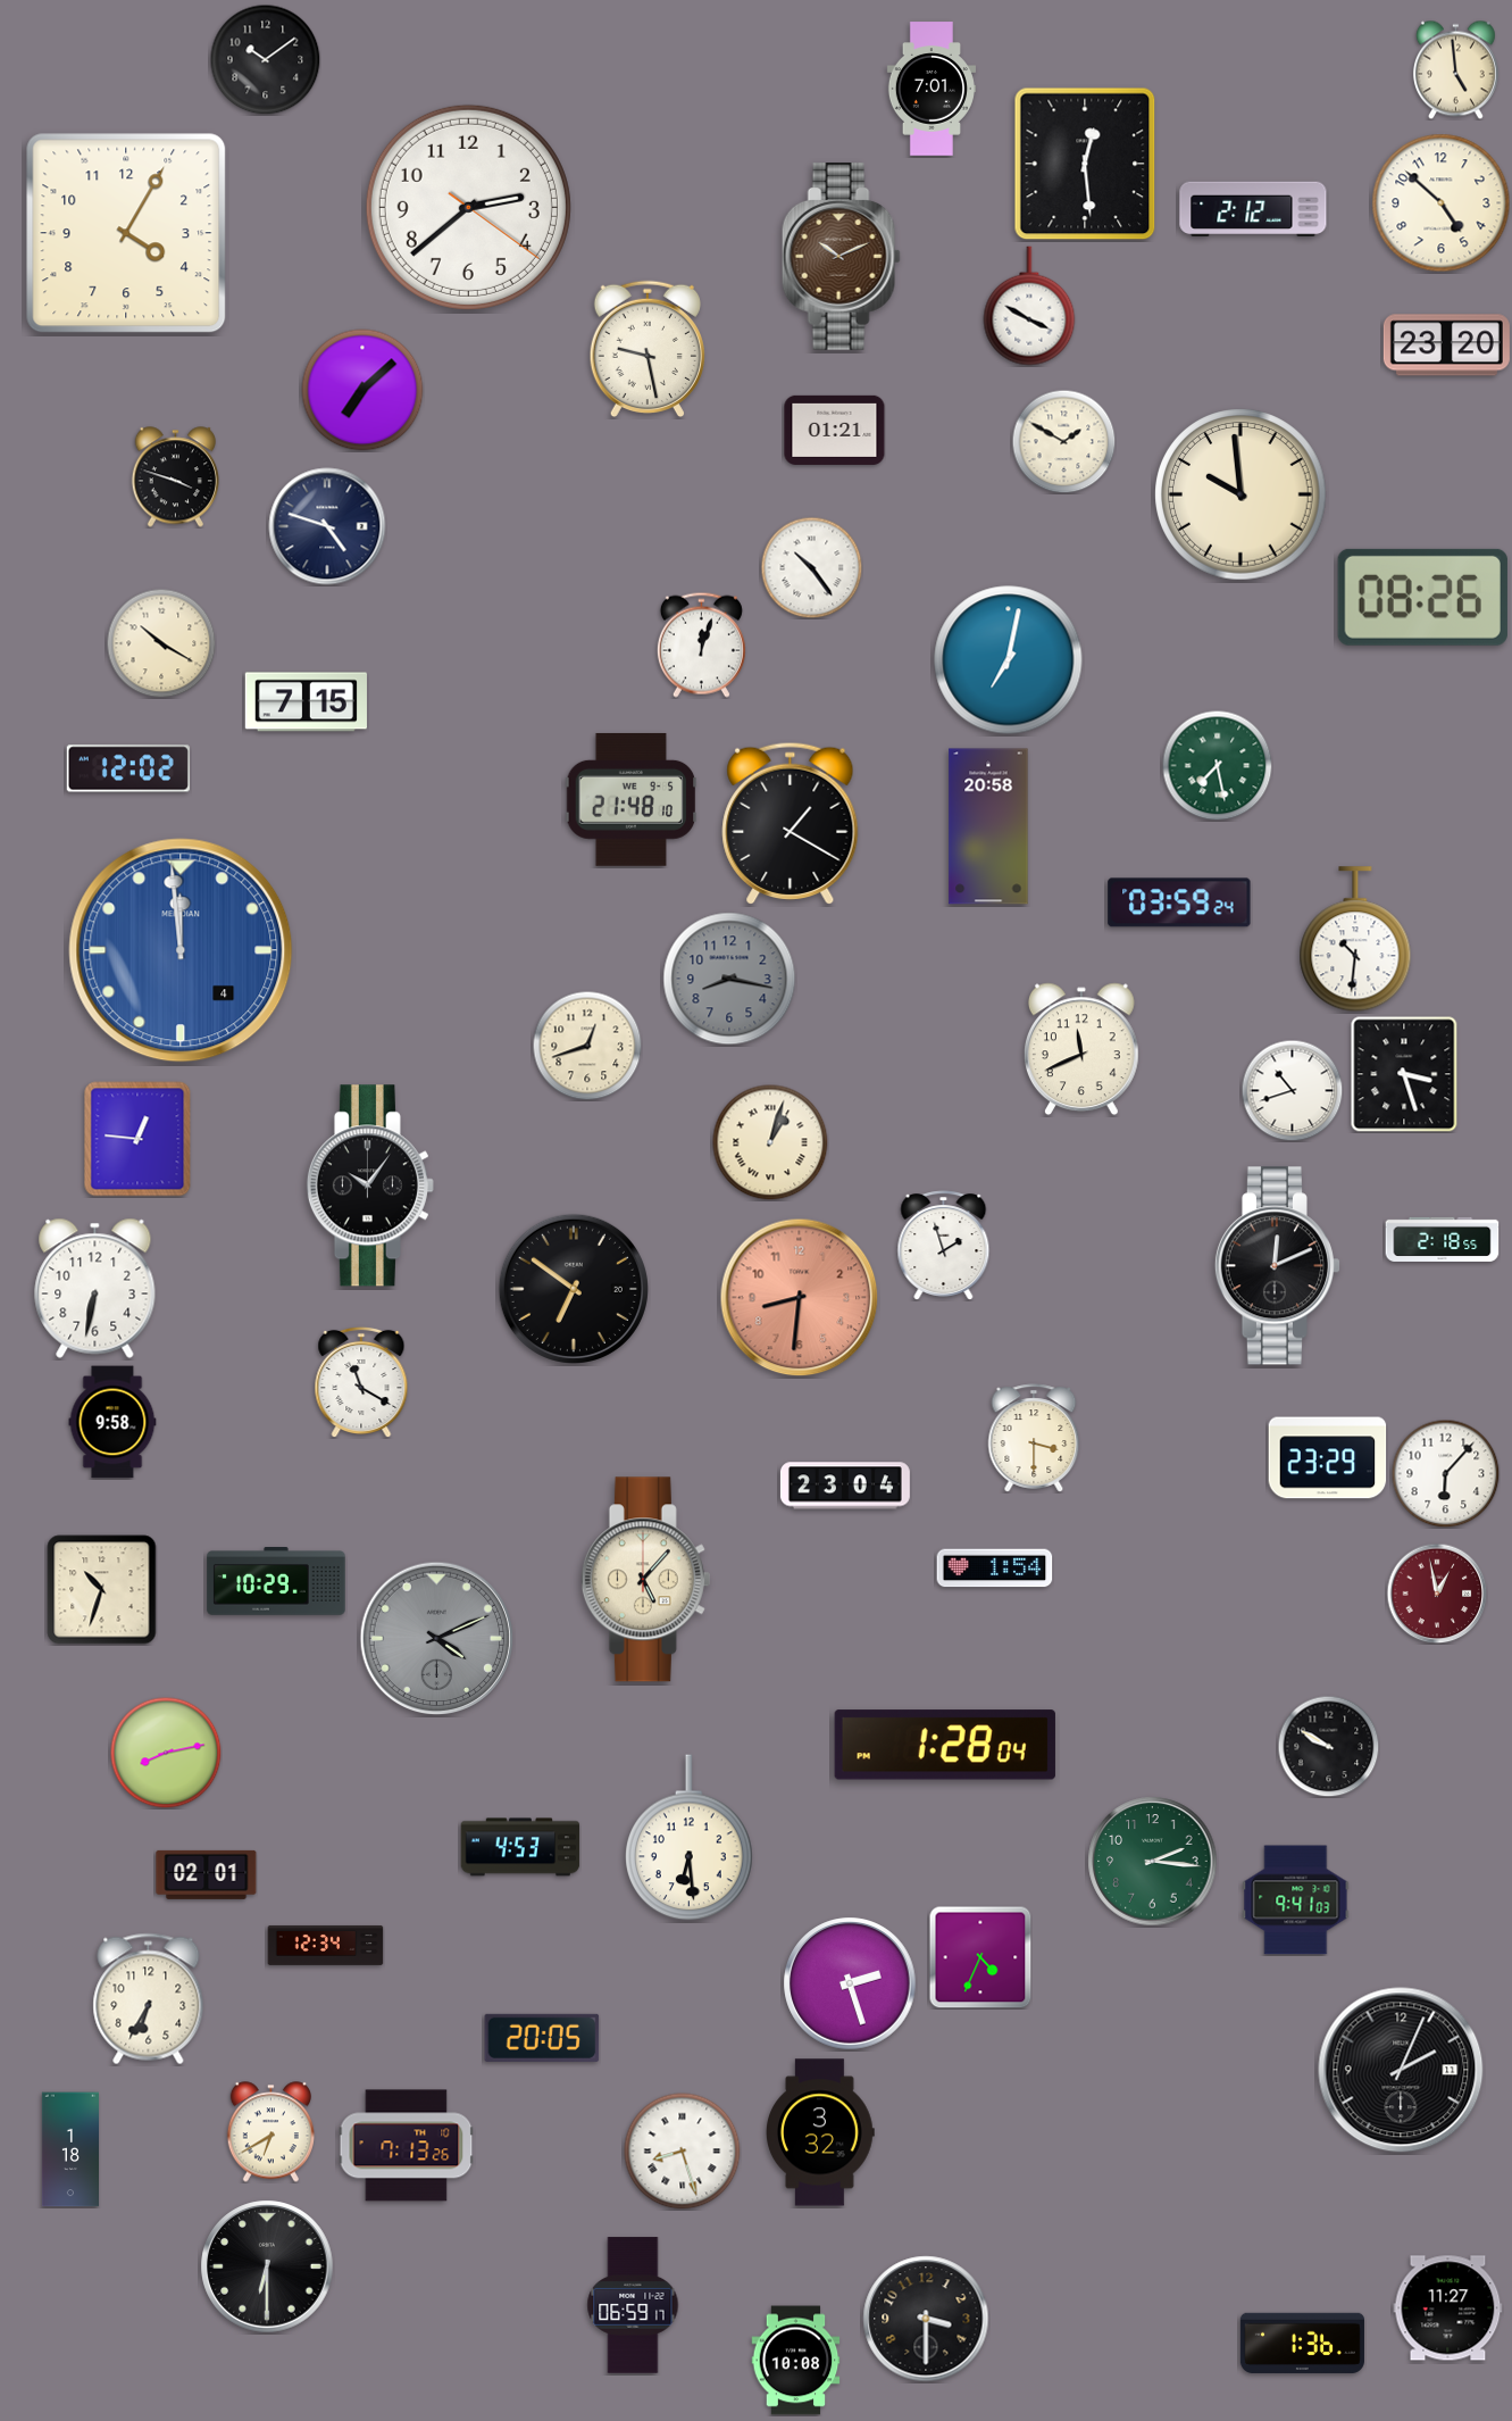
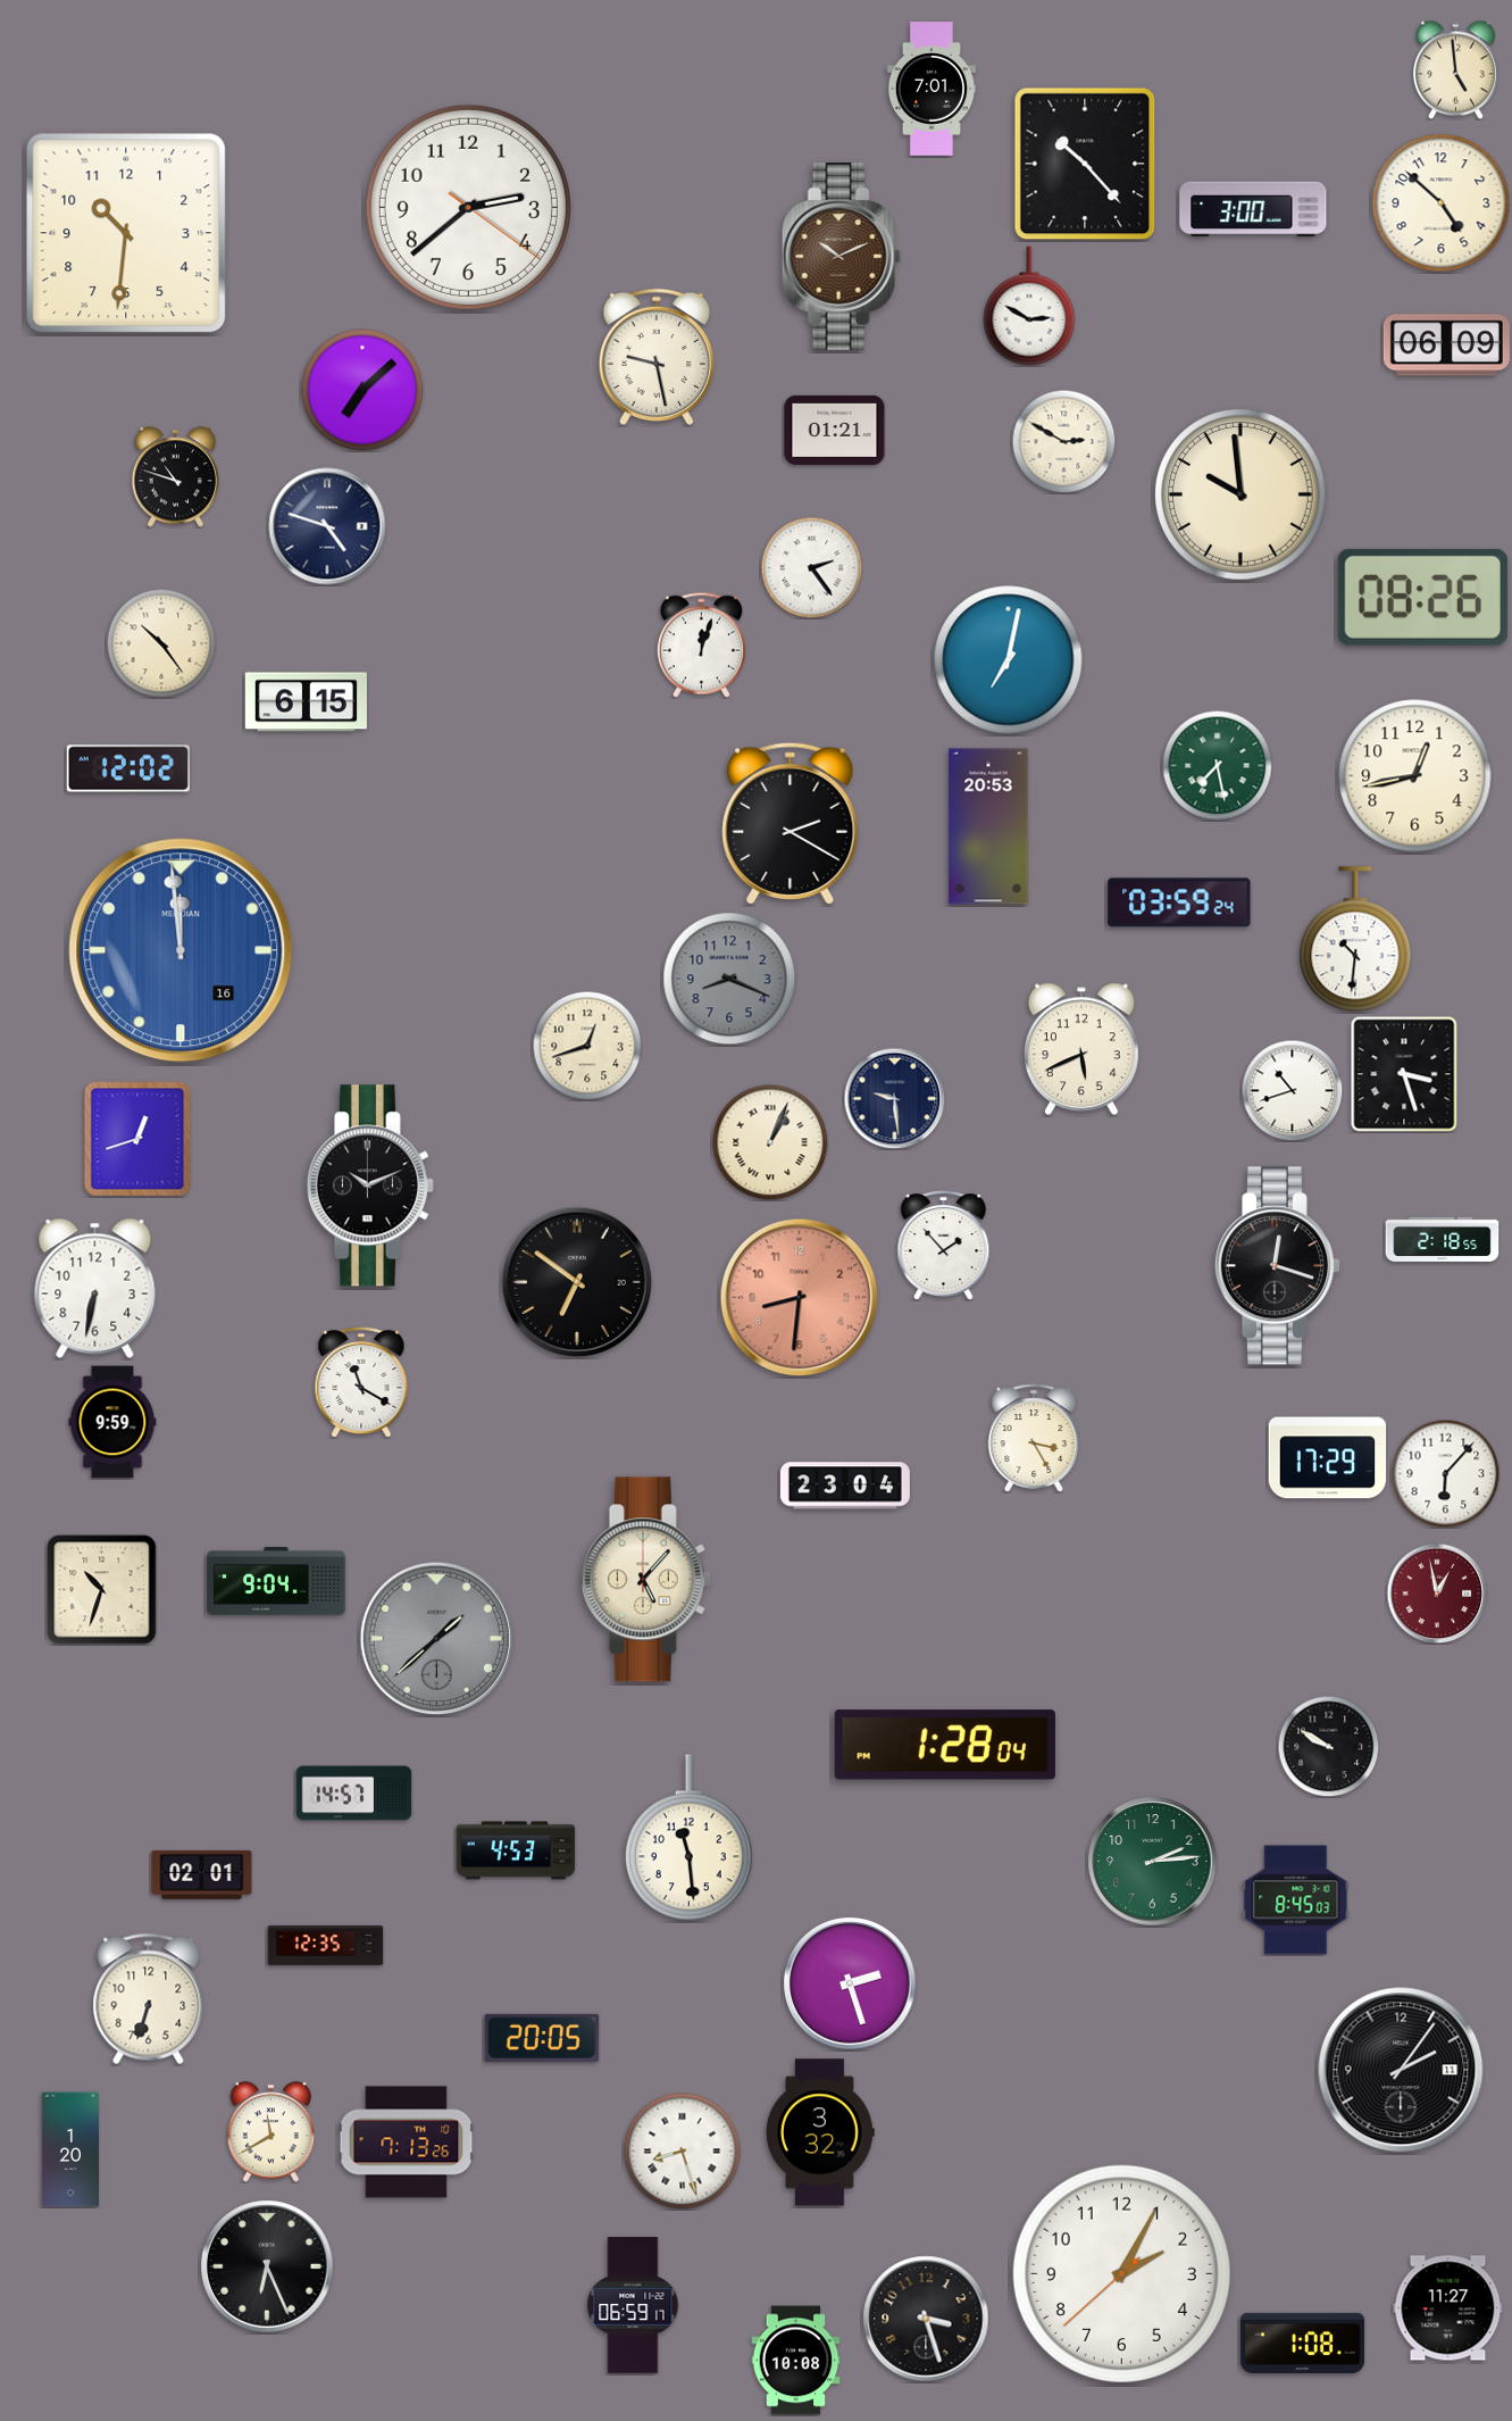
clock at (265, 59): 10:09 -> none
clock at (1085, 164): 12:29 -> 10:23
clock at (1253, 209): 2:12 -> 3:00
clock at (126, 233): 4:05 -> 10:31
clock at (1029, 306): 3:50 -> 2:50
clock at (1446, 346): 23:20 -> 06:09
clock at (648, 349) position: (648, 349) -> (657, 357)
clock at (1063, 441): 1:50 -> 2:50
clock at (175, 477): 3:48 -> 10:48
clock at (811, 567): 10:24 -> 2:24
clock at (161, 643): 10:20 -> 10:24
clock at (306, 702): 7:15 -> 6:15
clock at (1415, 776): none -> 12:43
clock at (632, 799): 21:48 -> none
clock at (791, 823): 1:20 -> 2:20
clock at (988, 826): 20:58 -> 20:53
clock at (181, 950) date: 4 -> 16
clock at (729, 979): 8:17 -> 8:19
clock at (1081, 1049): 11:41 -> 5:41
clock at (894, 1098): none -> 9:29
clock at (137, 1139): 12:46 -> 12:42
clock at (770, 1142): 1:03 -> 1:04
clock at (370, 1185): 10:06 -> 10:11
clock at (944, 1246): 1:57 -> 1:53
clock at (1277, 1266): 12:11 -> 12:18
clock at (574, 1289) position: (574, 1289) -> (577, 1282)
clock at (112, 1422): 9:58 -> 9:59
clock at (1034, 1438): 3:30 -> 3:25
clock at (1328, 1458): 23:29 -> 17:29
clock at (995, 1569): 1:54 -> none
clock at (276, 1581): 10:29 -> 9:04
clock at (437, 1639): 4:11 -> 1:38
clock at (166, 1753): 8:13 -> none
clock at (354, 1794): none -> 14:57
clock at (690, 1838): 6:29 -> 11:29
clock at (520, 1847) position: (520, 1847) -> (516, 1850)
clock at (1153, 1862): 2:16 -> 2:14
clock at (207, 1874) position: (207, 1874) -> (202, 1874)
clock at (1296, 1900): 9:41 -> 8:45
clock at (326, 1945): 12:34 -> 12:35
clock at (980, 1957): 4:34 -> none
clock at (149, 1999): 6:35 -> 6:33
clock at (1401, 2070): 2:04 -> 2:06
clock at (270, 2132): 6:40 -> 11:40
clock at (407, 2146) position: (407, 2146) -> (407, 2143)
clock at (69, 2149): 1:18 -> 1:20
clock at (267, 2266): 6:30 -> 6:26
clock at (1121, 2273): none -> 2:04
clock at (926, 2319): 3:30 -> 3:27
clock at (1302, 2343): 1:36 -> 1:08
